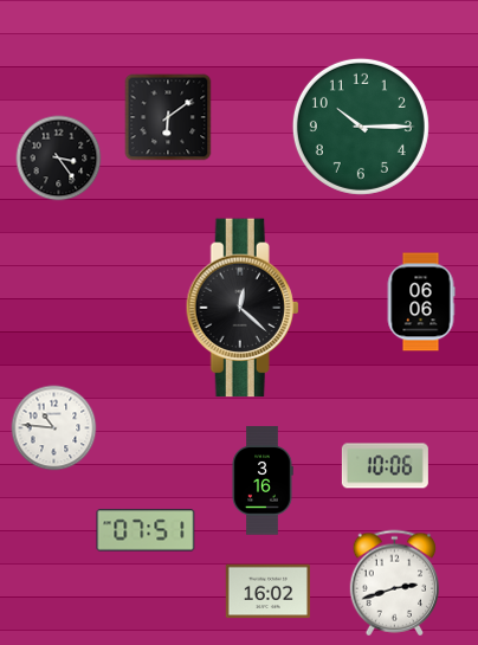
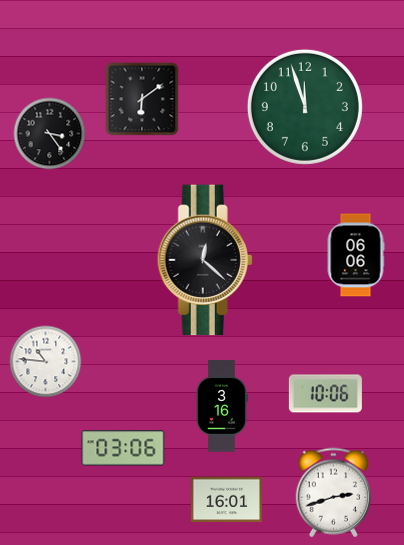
clock at (361, 127): 10:15 -> 11:57
clock at (146, 530): 07:51 -> 03:06
clock at (269, 592): 16:02 -> 16:01
